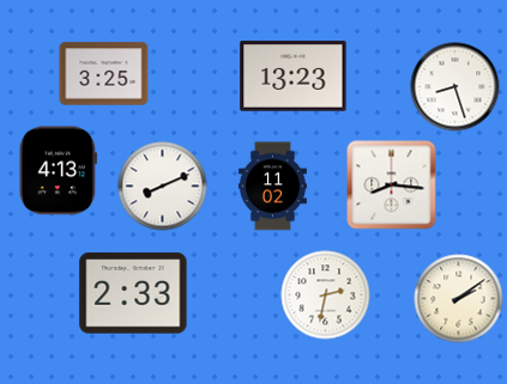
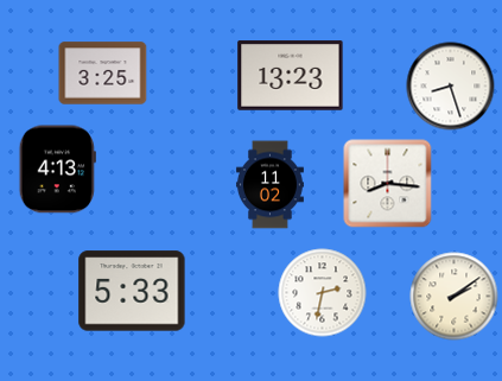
clock at (163, 187): 8:11 -> none
clock at (133, 293): 2:33 -> 5:33
